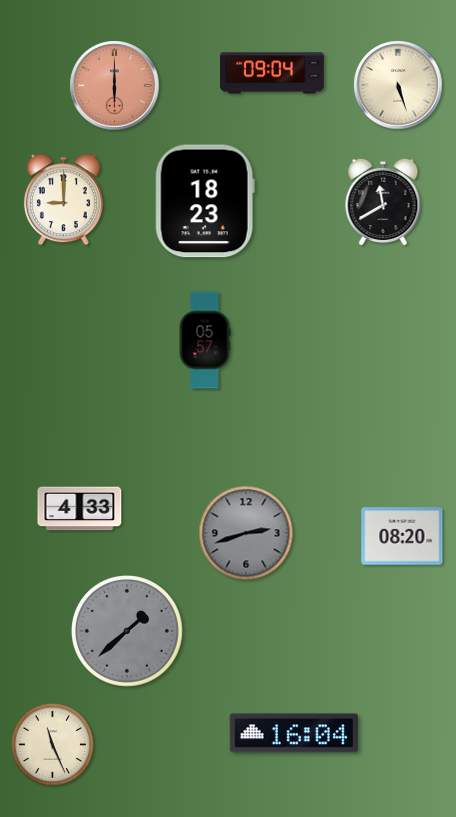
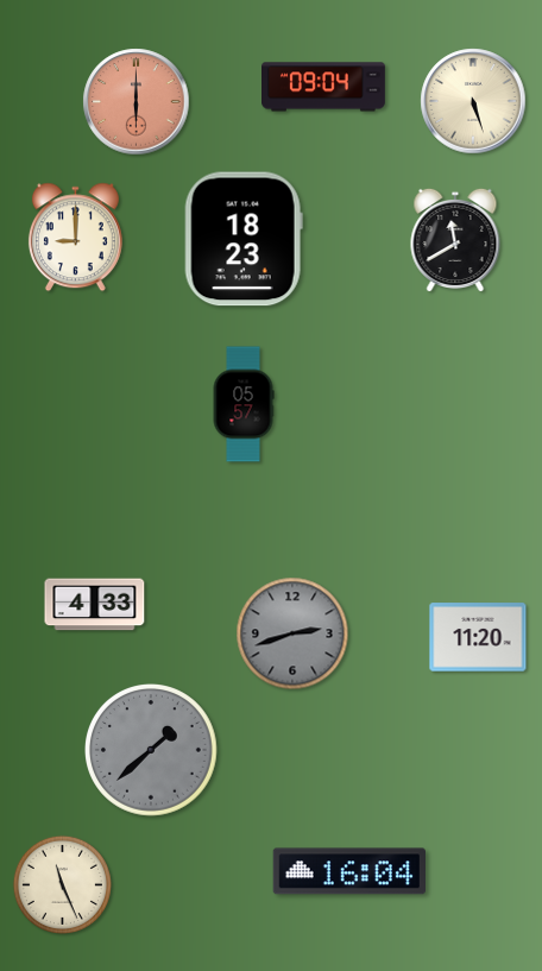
clock at (402, 536): 08:20 -> 11:20
